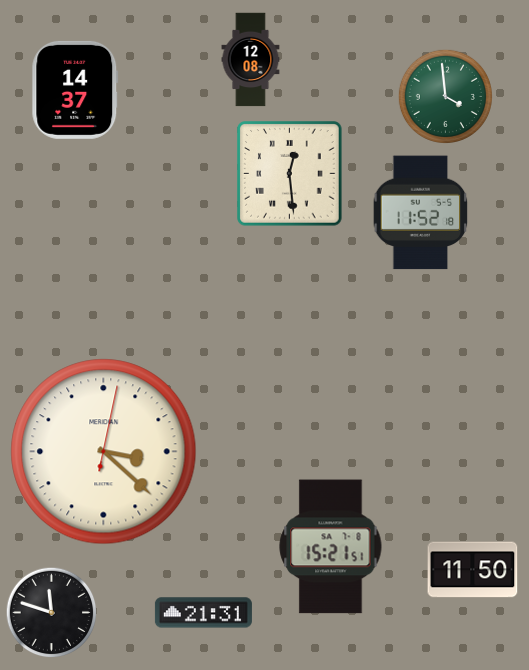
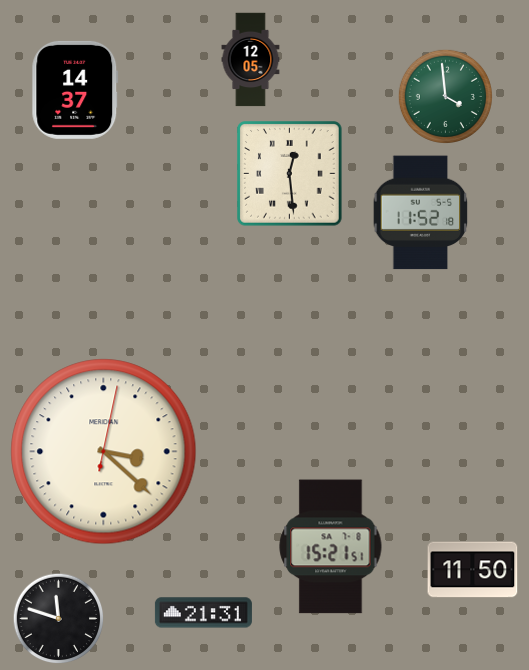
clock at (251, 60): 12:08 -> 12:05
clock at (52, 613) position: (52, 613) -> (59, 619)
